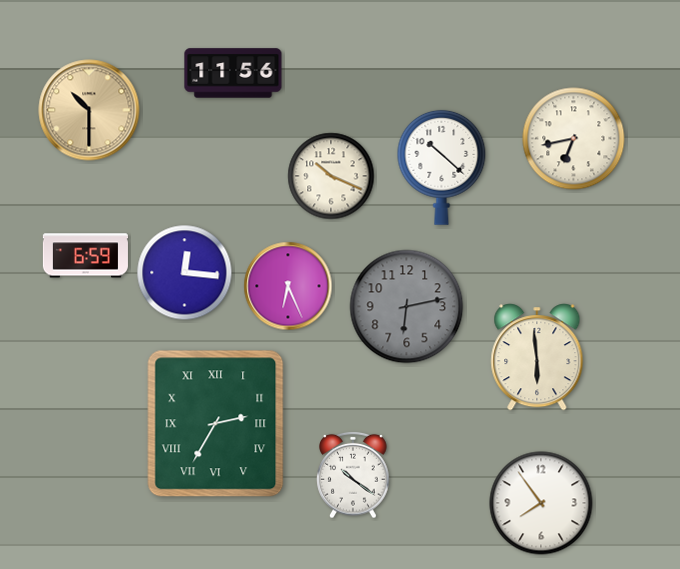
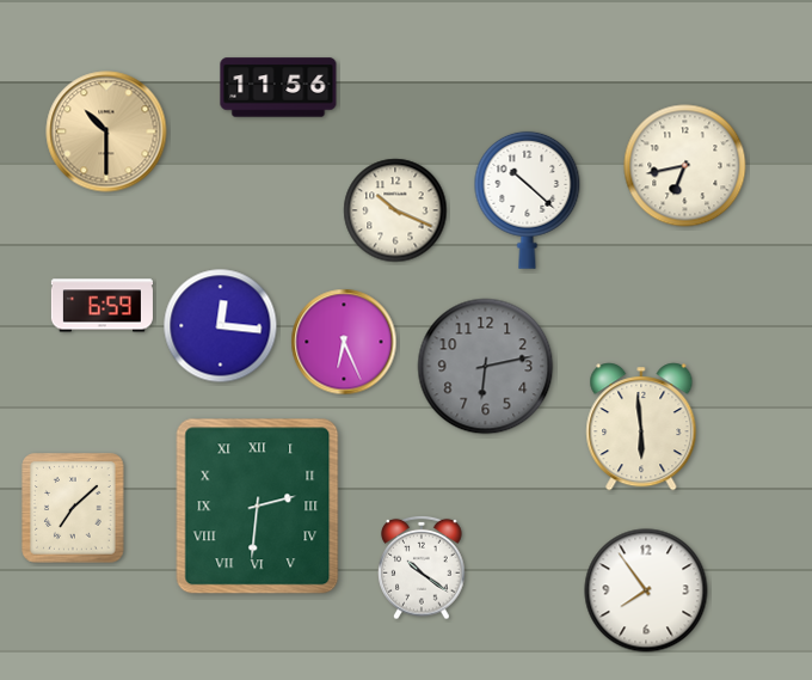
clock at (216, 424): 2:35 -> 2:31
clock at (73, 508): none -> 7:08
clock at (541, 503) position: (541, 503) -> (646, 590)
